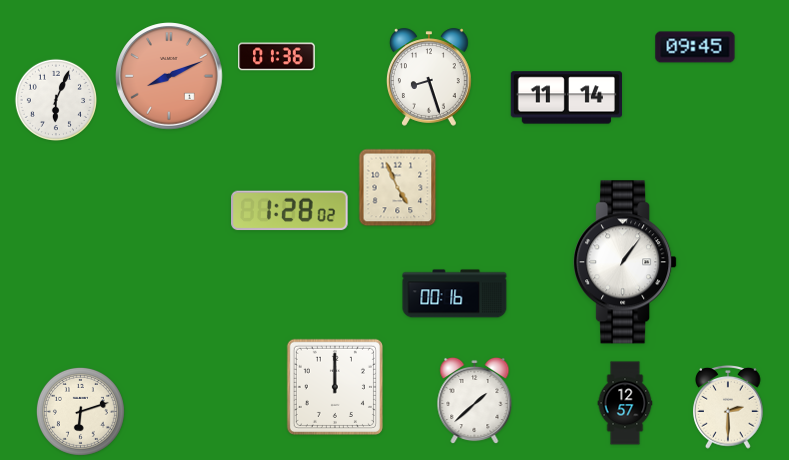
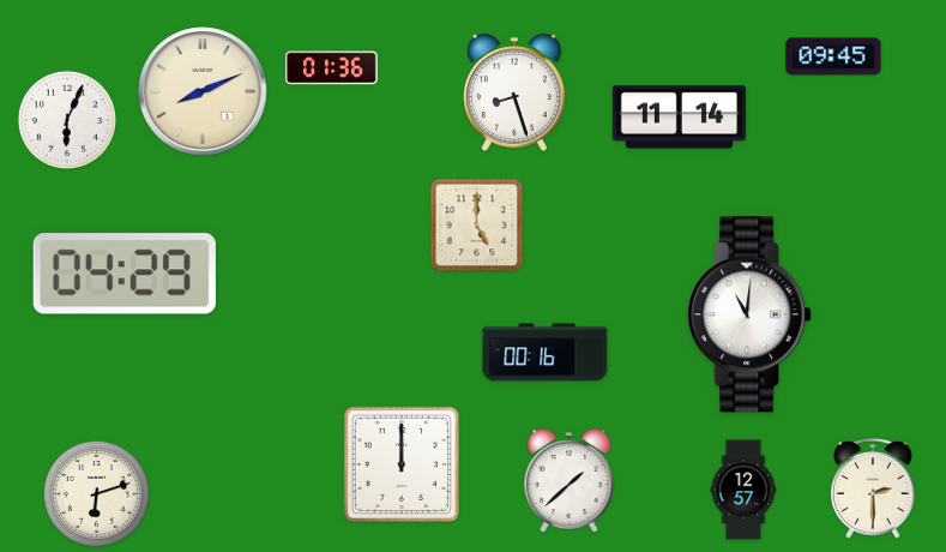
clock at (169, 76) dial: salmon -> cream
clock at (398, 188): 4:56 -> 5:00
clock at (290, 211): 1:28 -> none
clock at (125, 274): none -> 04:29
clock at (625, 262): 1:06 -> 11:01
clock at (625, 403) position: (625, 403) -> (743, 490)
